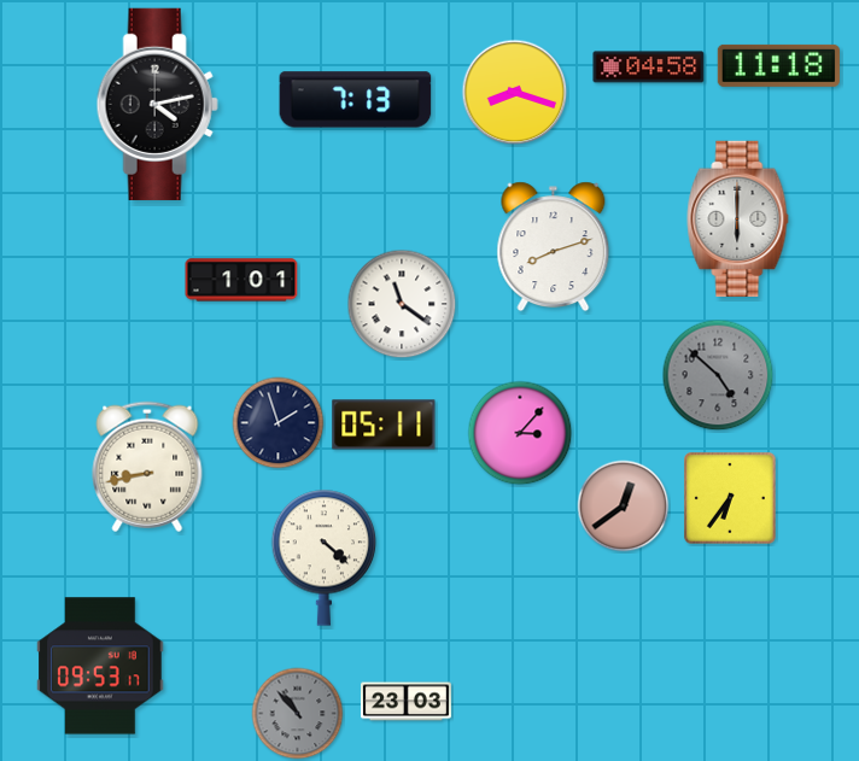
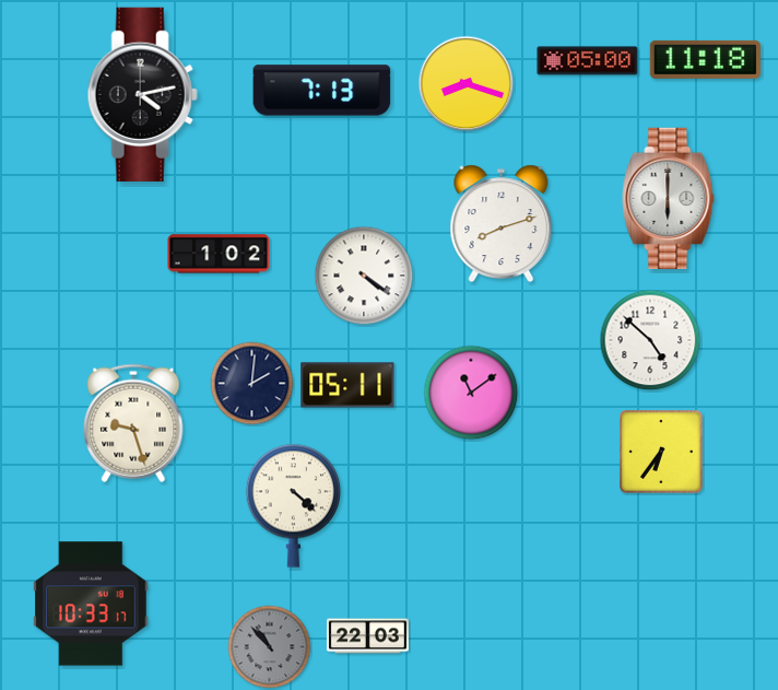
clock at (649, 68): 04:58 -> 05:00
clock at (241, 280): 1:01 -> 1:02
clock at (402, 304): 11:21 -> 4:21
clock at (718, 375) dial: grey -> white
clock at (279, 423): 1:57 -> 2:01
clock at (520, 433): 3:07 -> 11:09
clock at (147, 467): 8:43 -> 9:27
clock at (624, 507): 12:39 -> none
clock at (100, 666): 09:53 -> 10:33
clock at (405, 702): 23:03 -> 22:03
